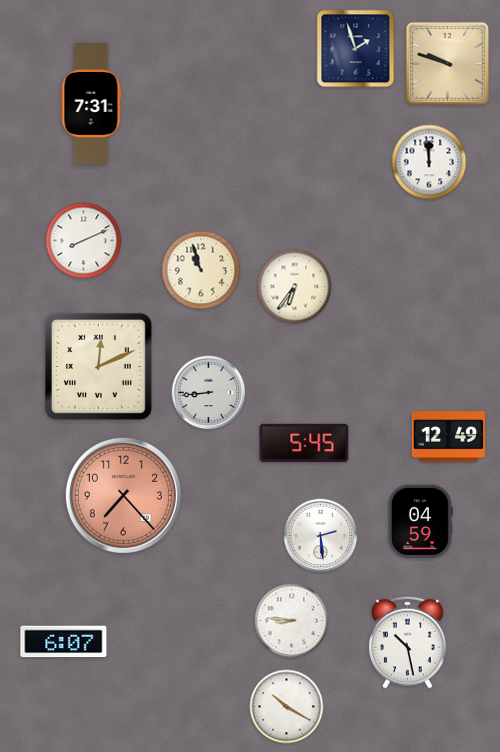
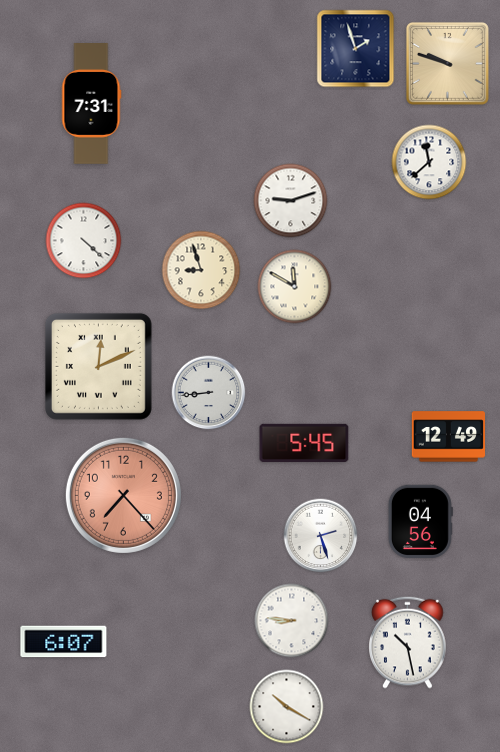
clock at (429, 162): 11:59 -> 11:38
clock at (291, 201): none -> 9:12
clock at (84, 241): 8:11 -> 4:22
clock at (201, 270): 10:57 -> 8:57
clock at (295, 287): 6:36 -> 11:50
clock at (420, 521): 04:59 -> 04:56
clock at (321, 536): 2:29 -> 2:27
